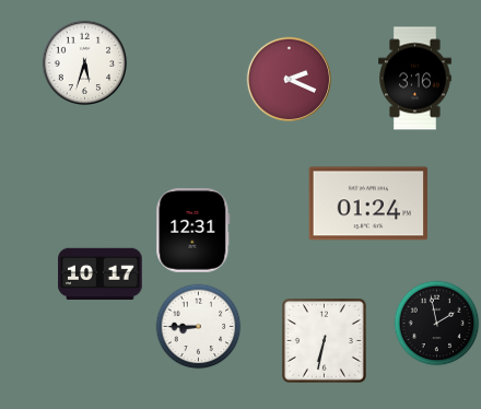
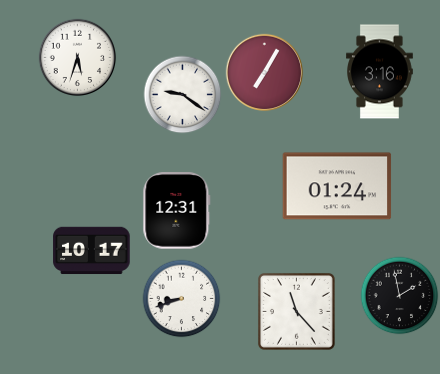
clock at (289, 79): 2:19 -> 7:05
clock at (182, 94): none -> 9:21
clock at (198, 326): 8:45 -> 8:42
clock at (324, 340): 6:32 -> 11:23
